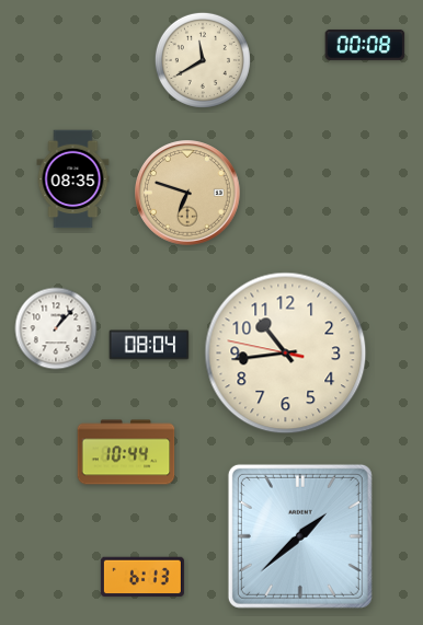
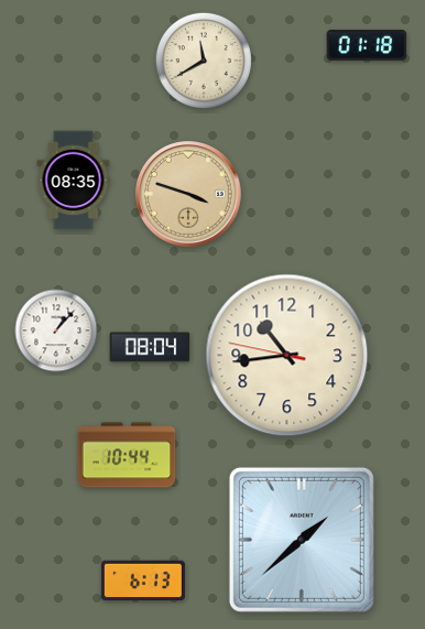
clock at (365, 45): 00:08 -> 01:18
clock at (187, 193): 6:48 -> 3:48
